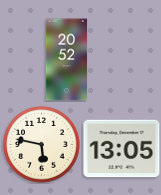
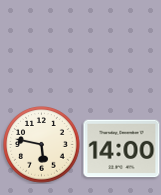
clock at (67, 60): 20:52 -> none
clock at (122, 149): 13:05 -> 14:00
